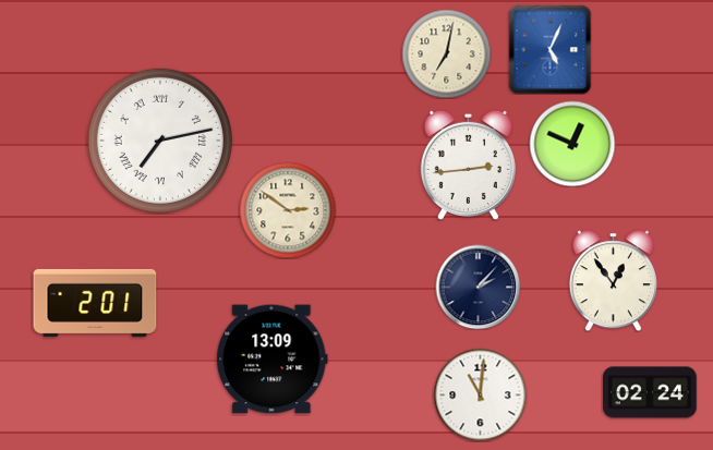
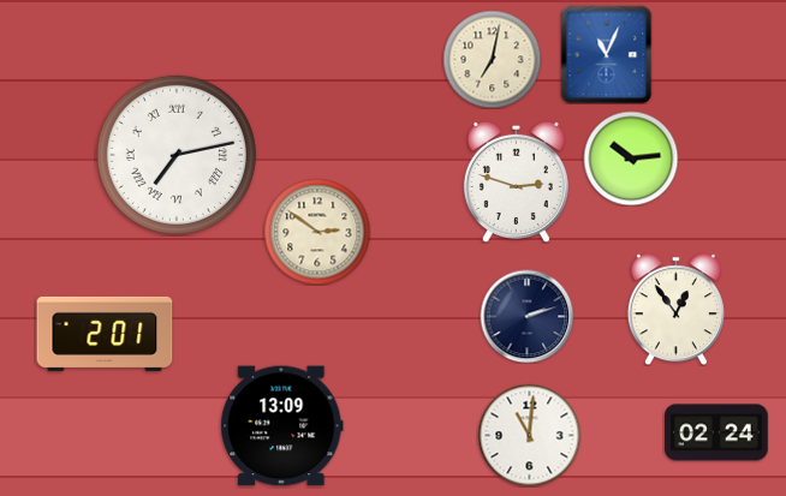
clock at (551, 49): 5:04 -> 11:04
clock at (572, 144): 12:49 -> 10:14
clock at (468, 165): 2:44 -> 2:48
clock at (478, 287): 2:07 -> 2:12
clock at (273, 360) position: (273, 360) -> (282, 426)
